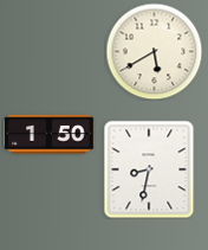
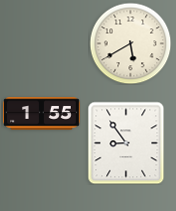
clock at (50, 135): 1:50 -> 1:55
clock at (149, 169): 8:32 -> 8:54
